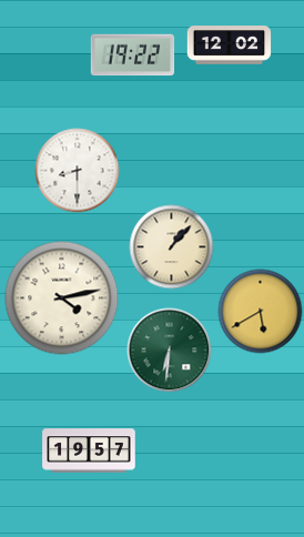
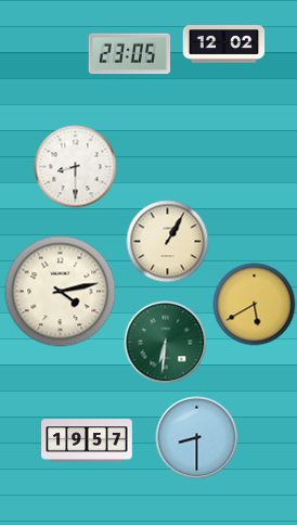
clock at (133, 55): 19:22 -> 23:05
clock at (172, 247): 1:07 -> 1:05
clock at (197, 438): none -> 8:30
